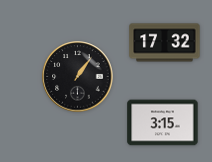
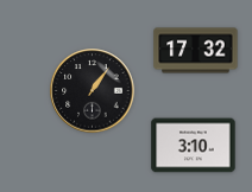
clock at (163, 123): 3:15 -> 3:10
